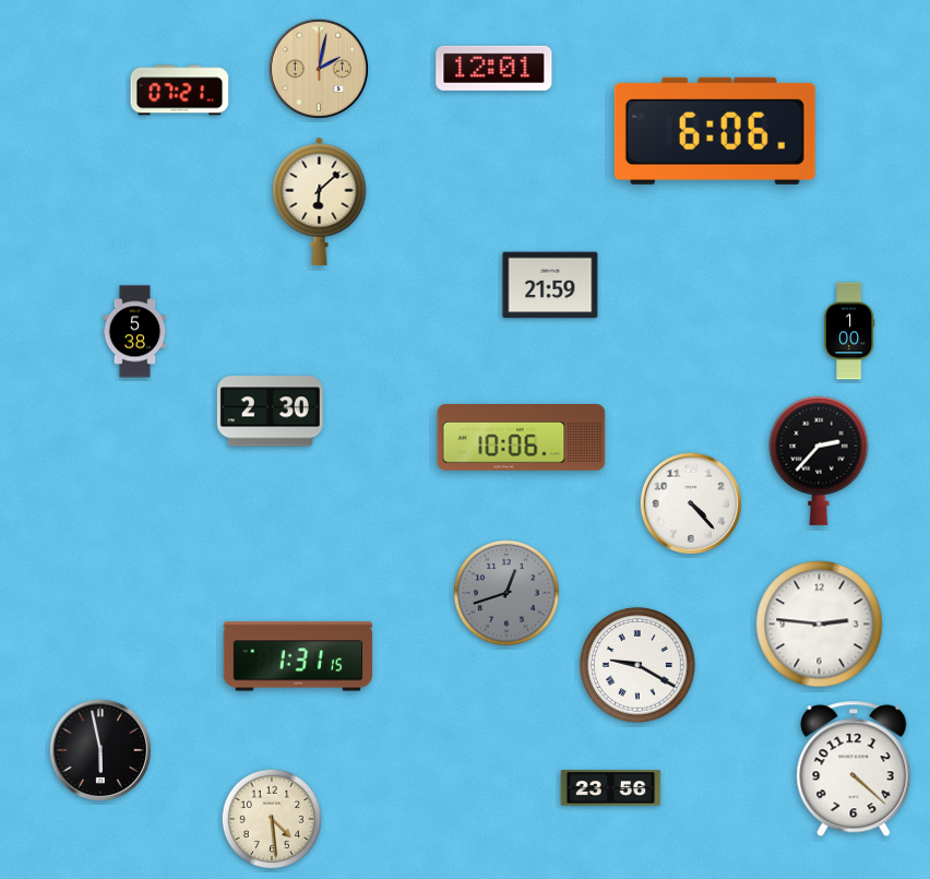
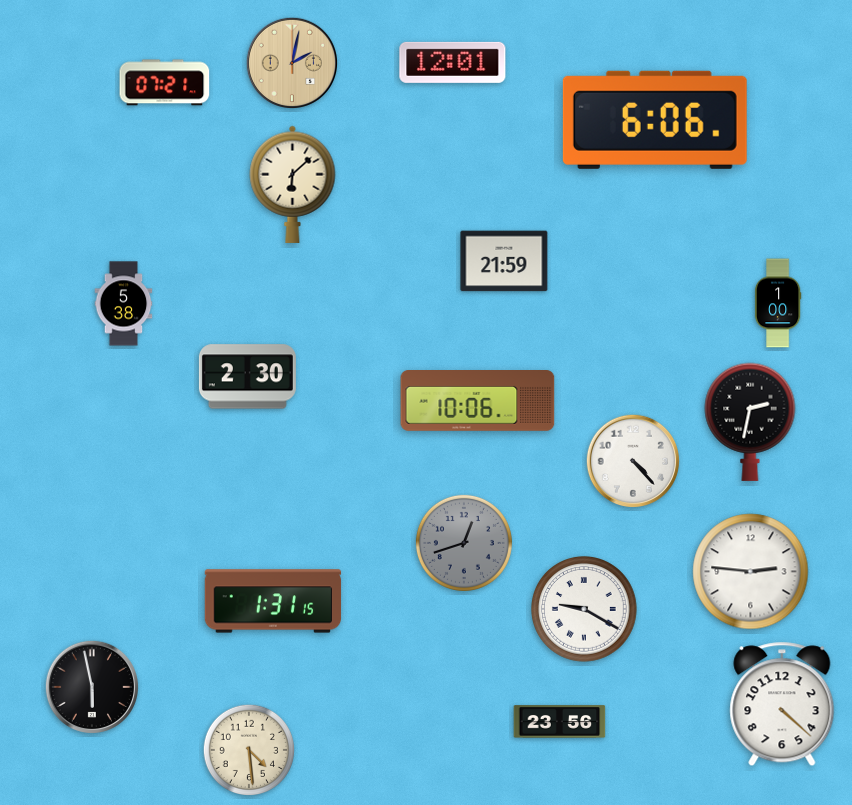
clock at (819, 461): 2:37 -> 2:32
